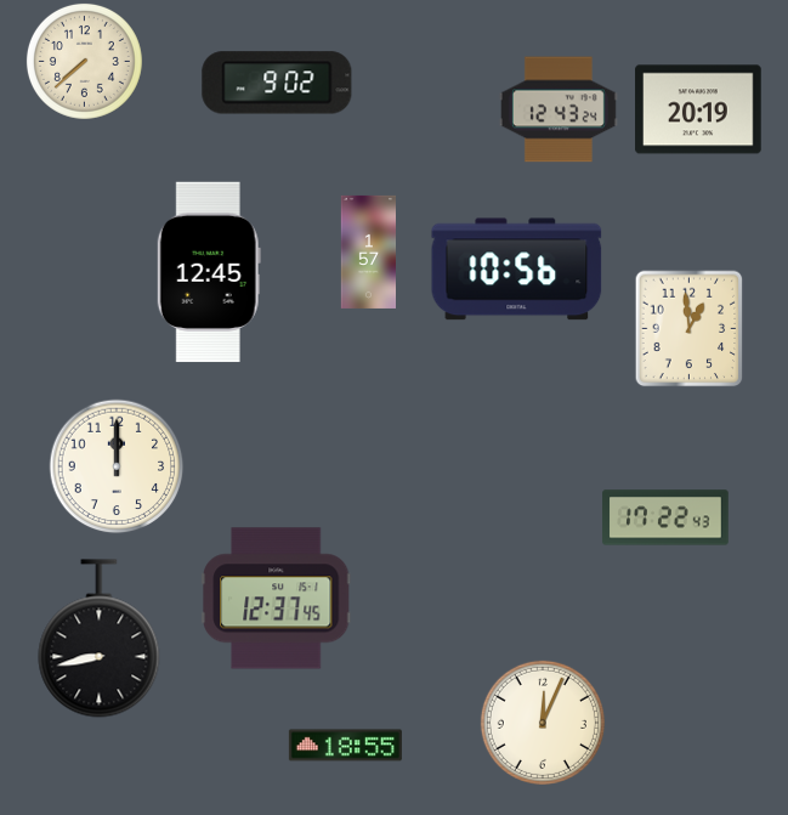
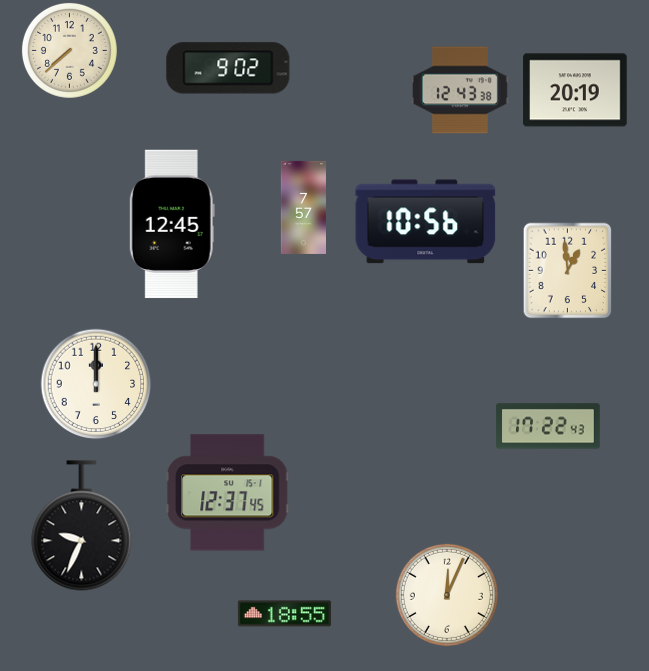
clock at (559, 109): 12:43:24 -> 12:43:38
clock at (368, 251): 1:57 -> 7:57
clock at (100, 639): 8:43 -> 9:34
